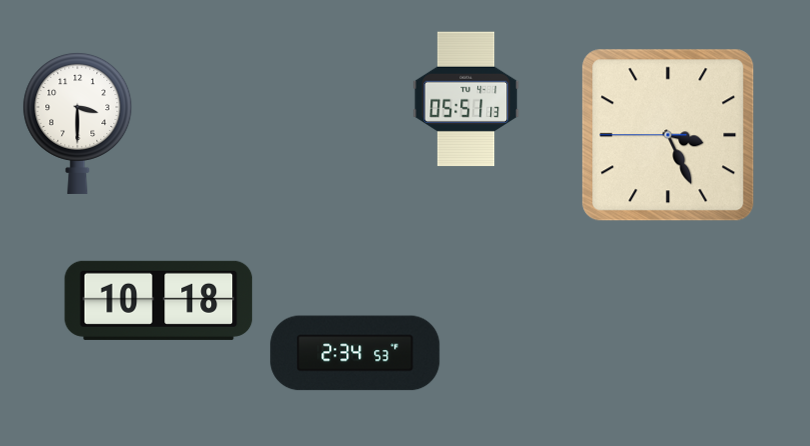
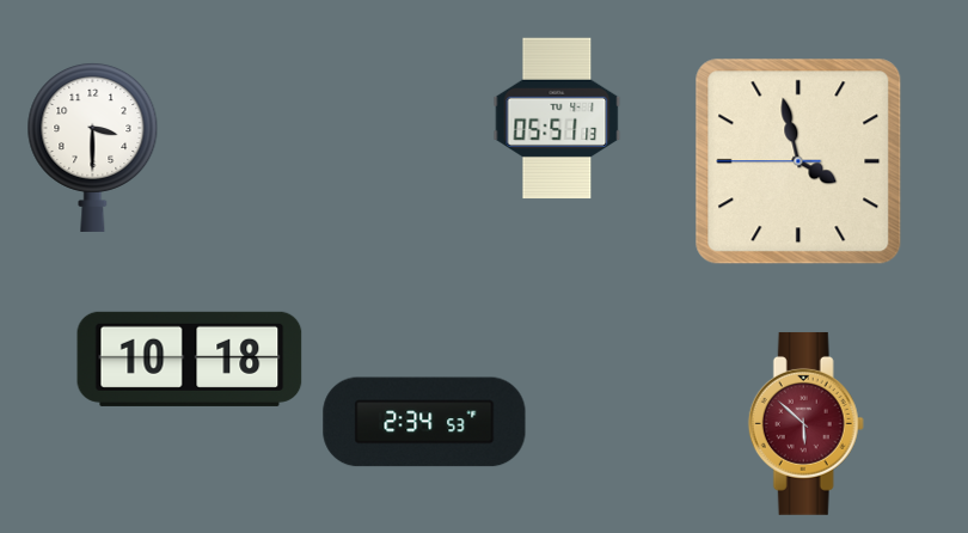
clock at (668, 135): 3:25 -> 3:57
clock at (805, 423): none -> 5:52
